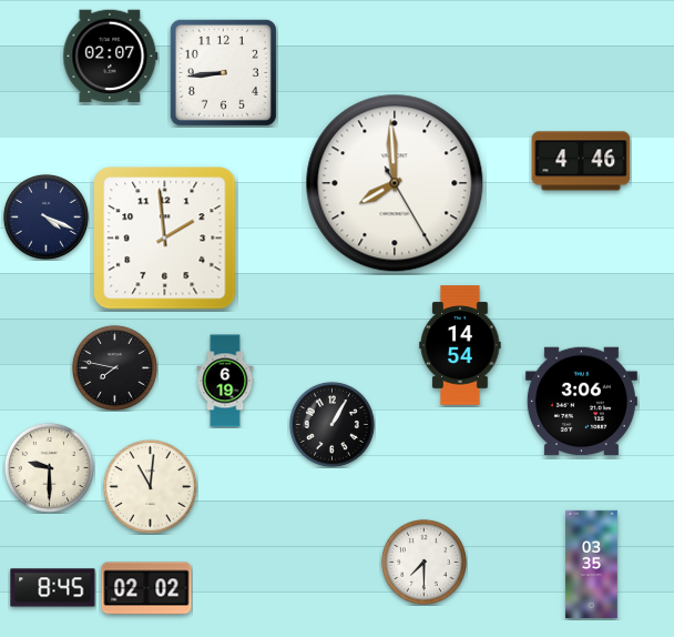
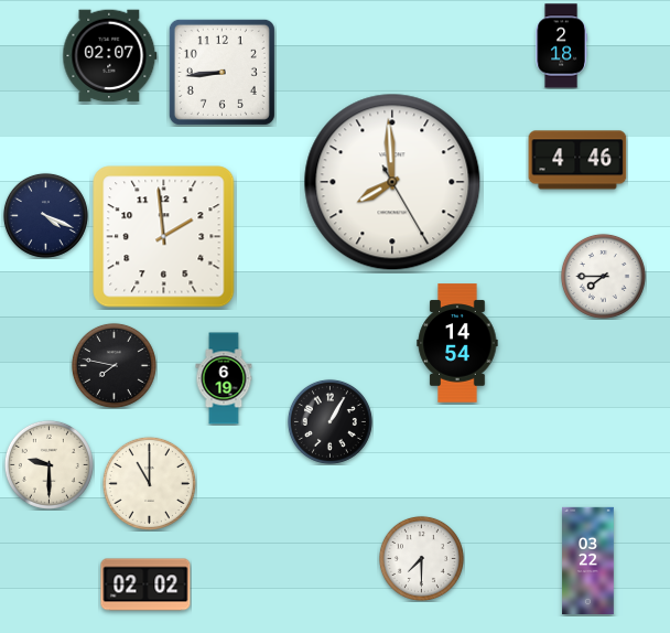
clock at (561, 46): none -> 2:18
clock at (603, 276): none -> 7:45
clock at (581, 402): 3:06 -> none
clock at (150, 486): 11:01 -> 11:00
clock at (592, 564): 03:35 -> 03:22
clock at (53, 588): 8:45 -> none
